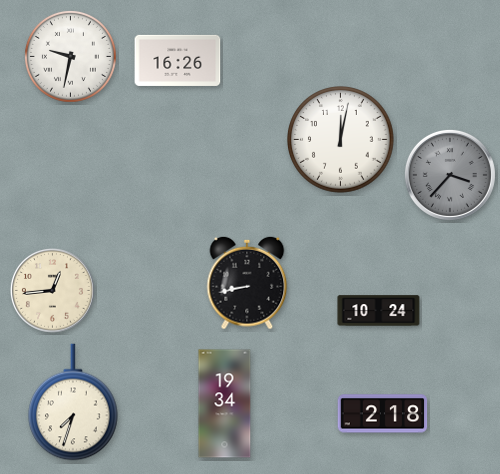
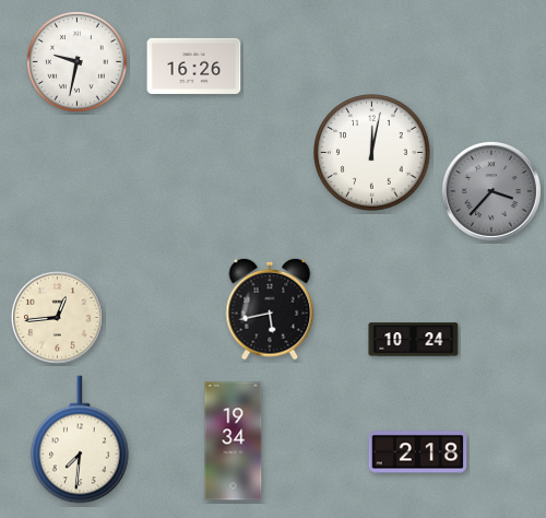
clock at (247, 283): 8:43 -> 5:43
clock at (73, 402): 7:33 -> 7:31
clock at (225, 404) position: (225, 404) -> (234, 442)
